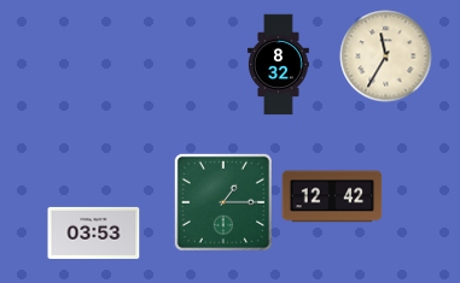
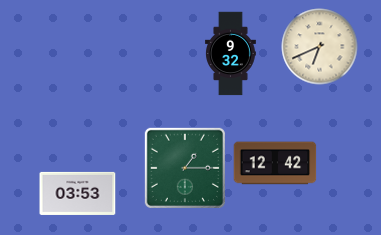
clock at (386, 57): 11:35 -> 6:41
clock at (279, 65): 8:32 -> 9:32
